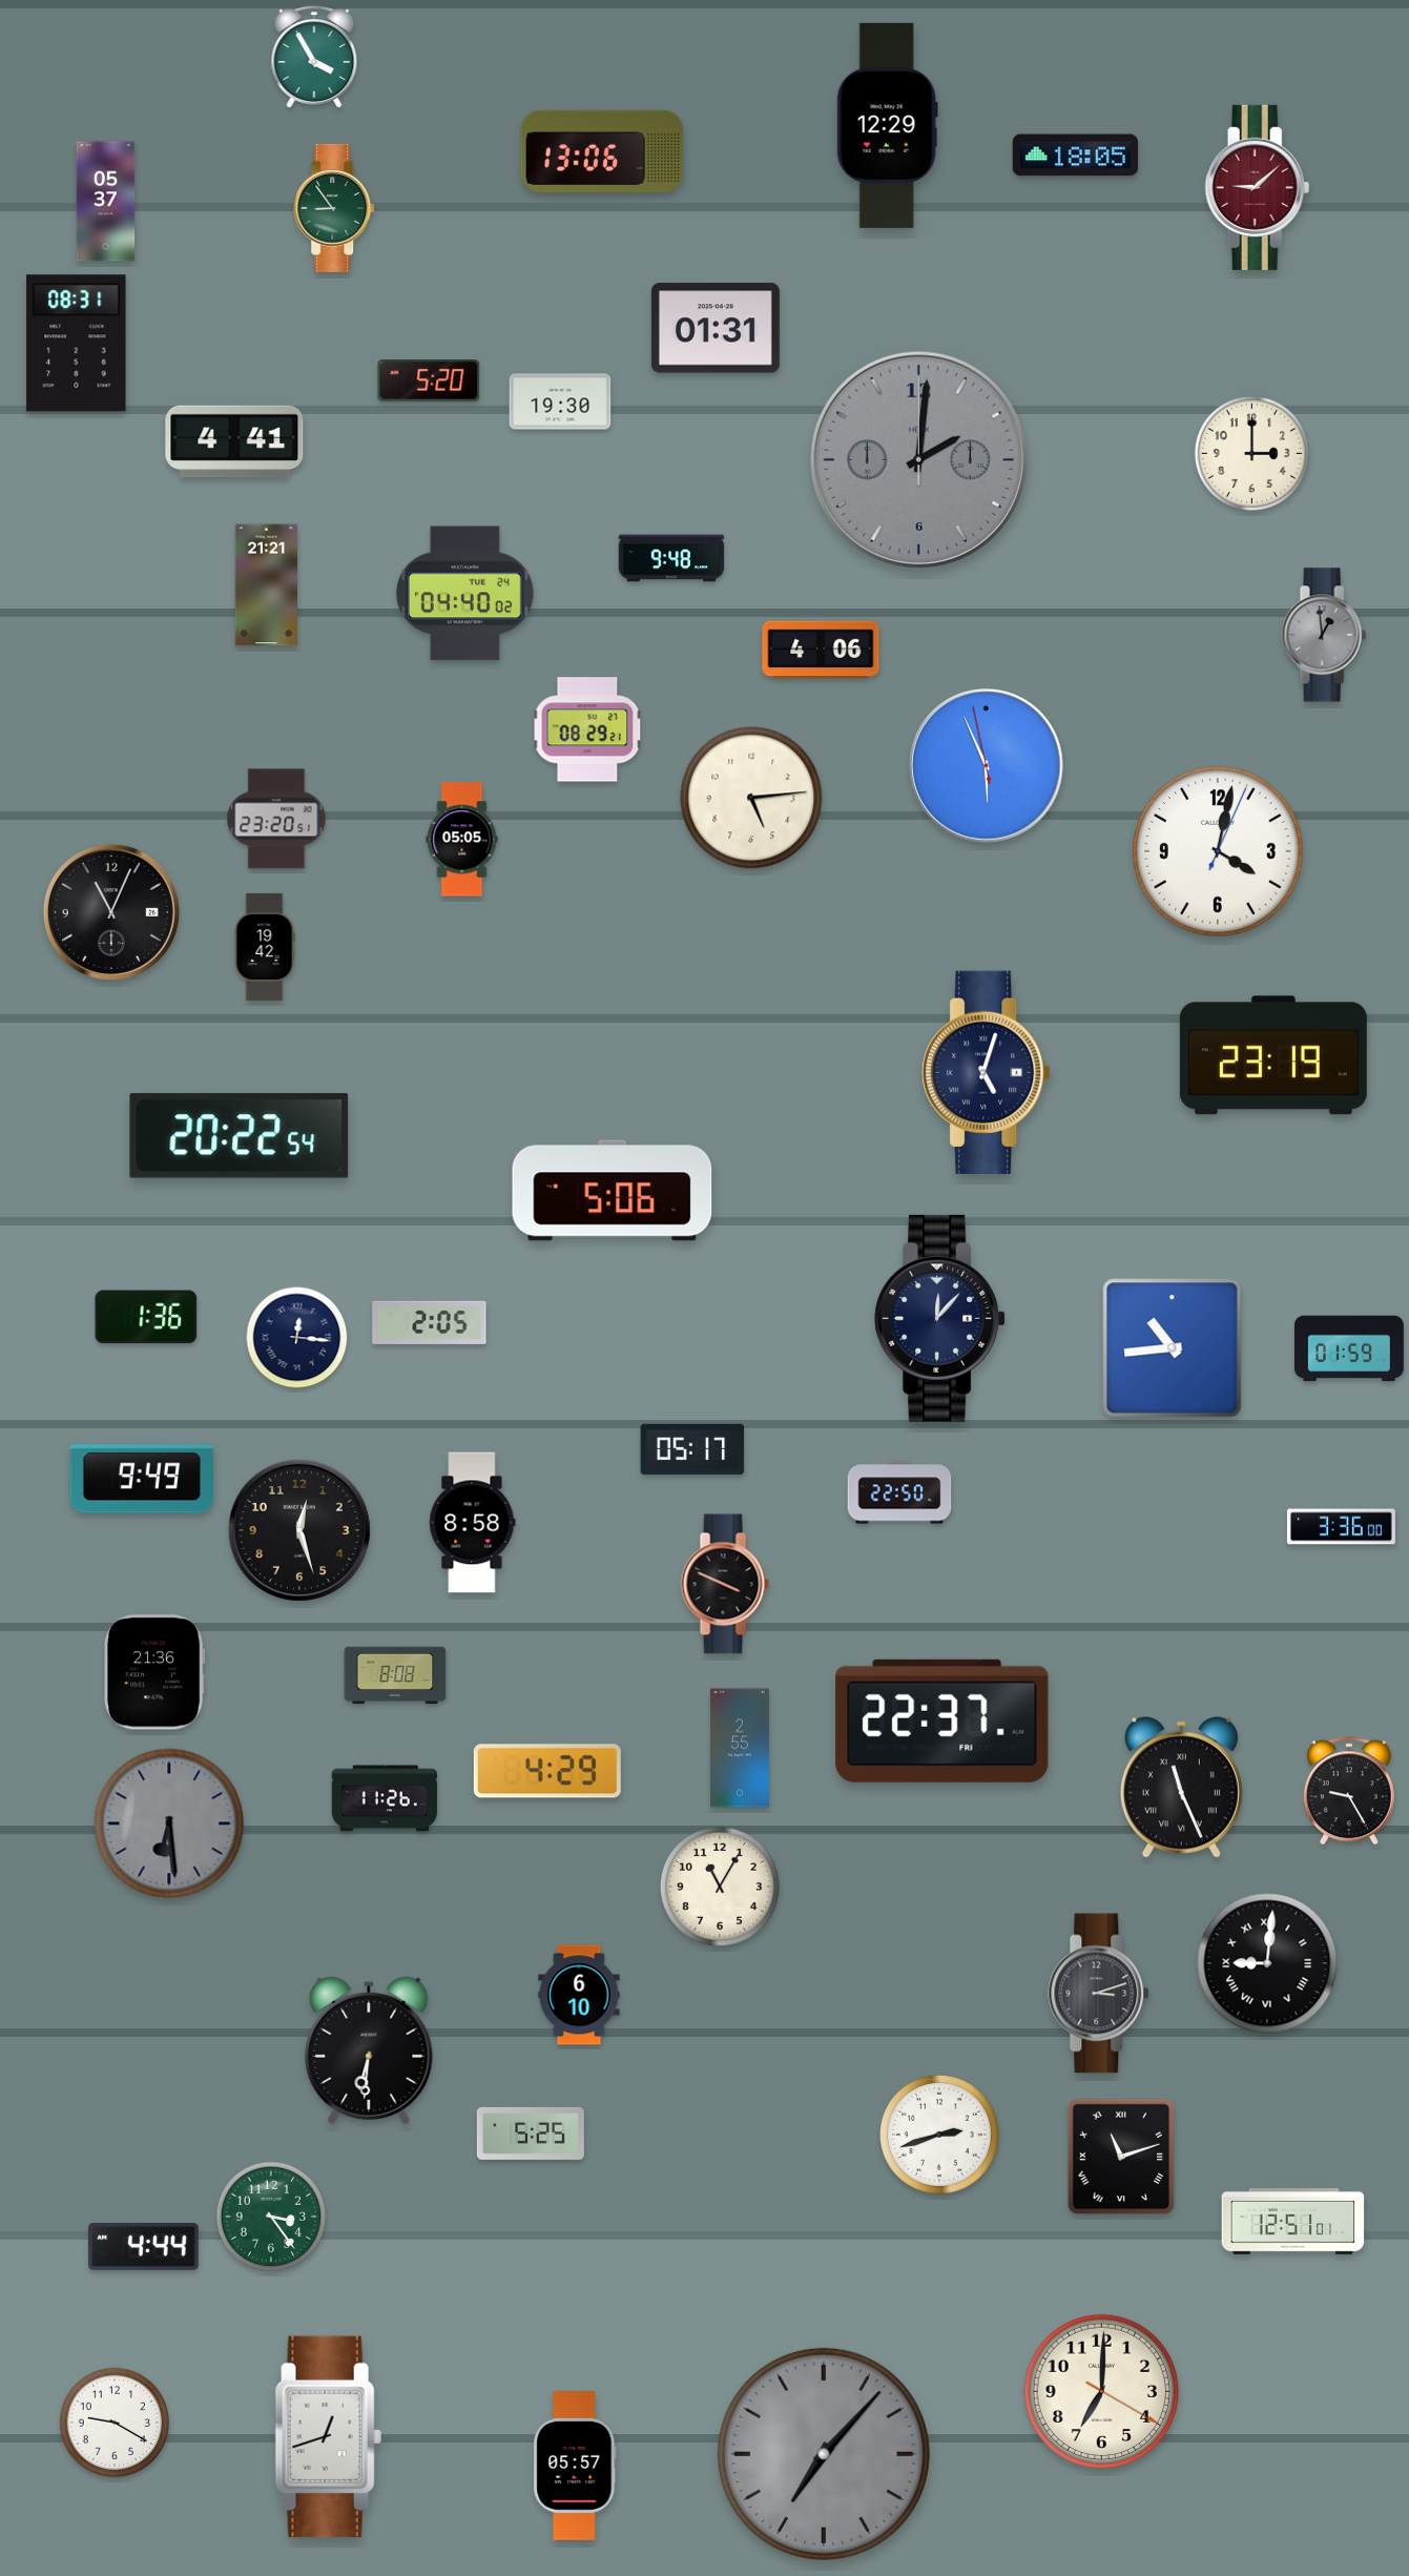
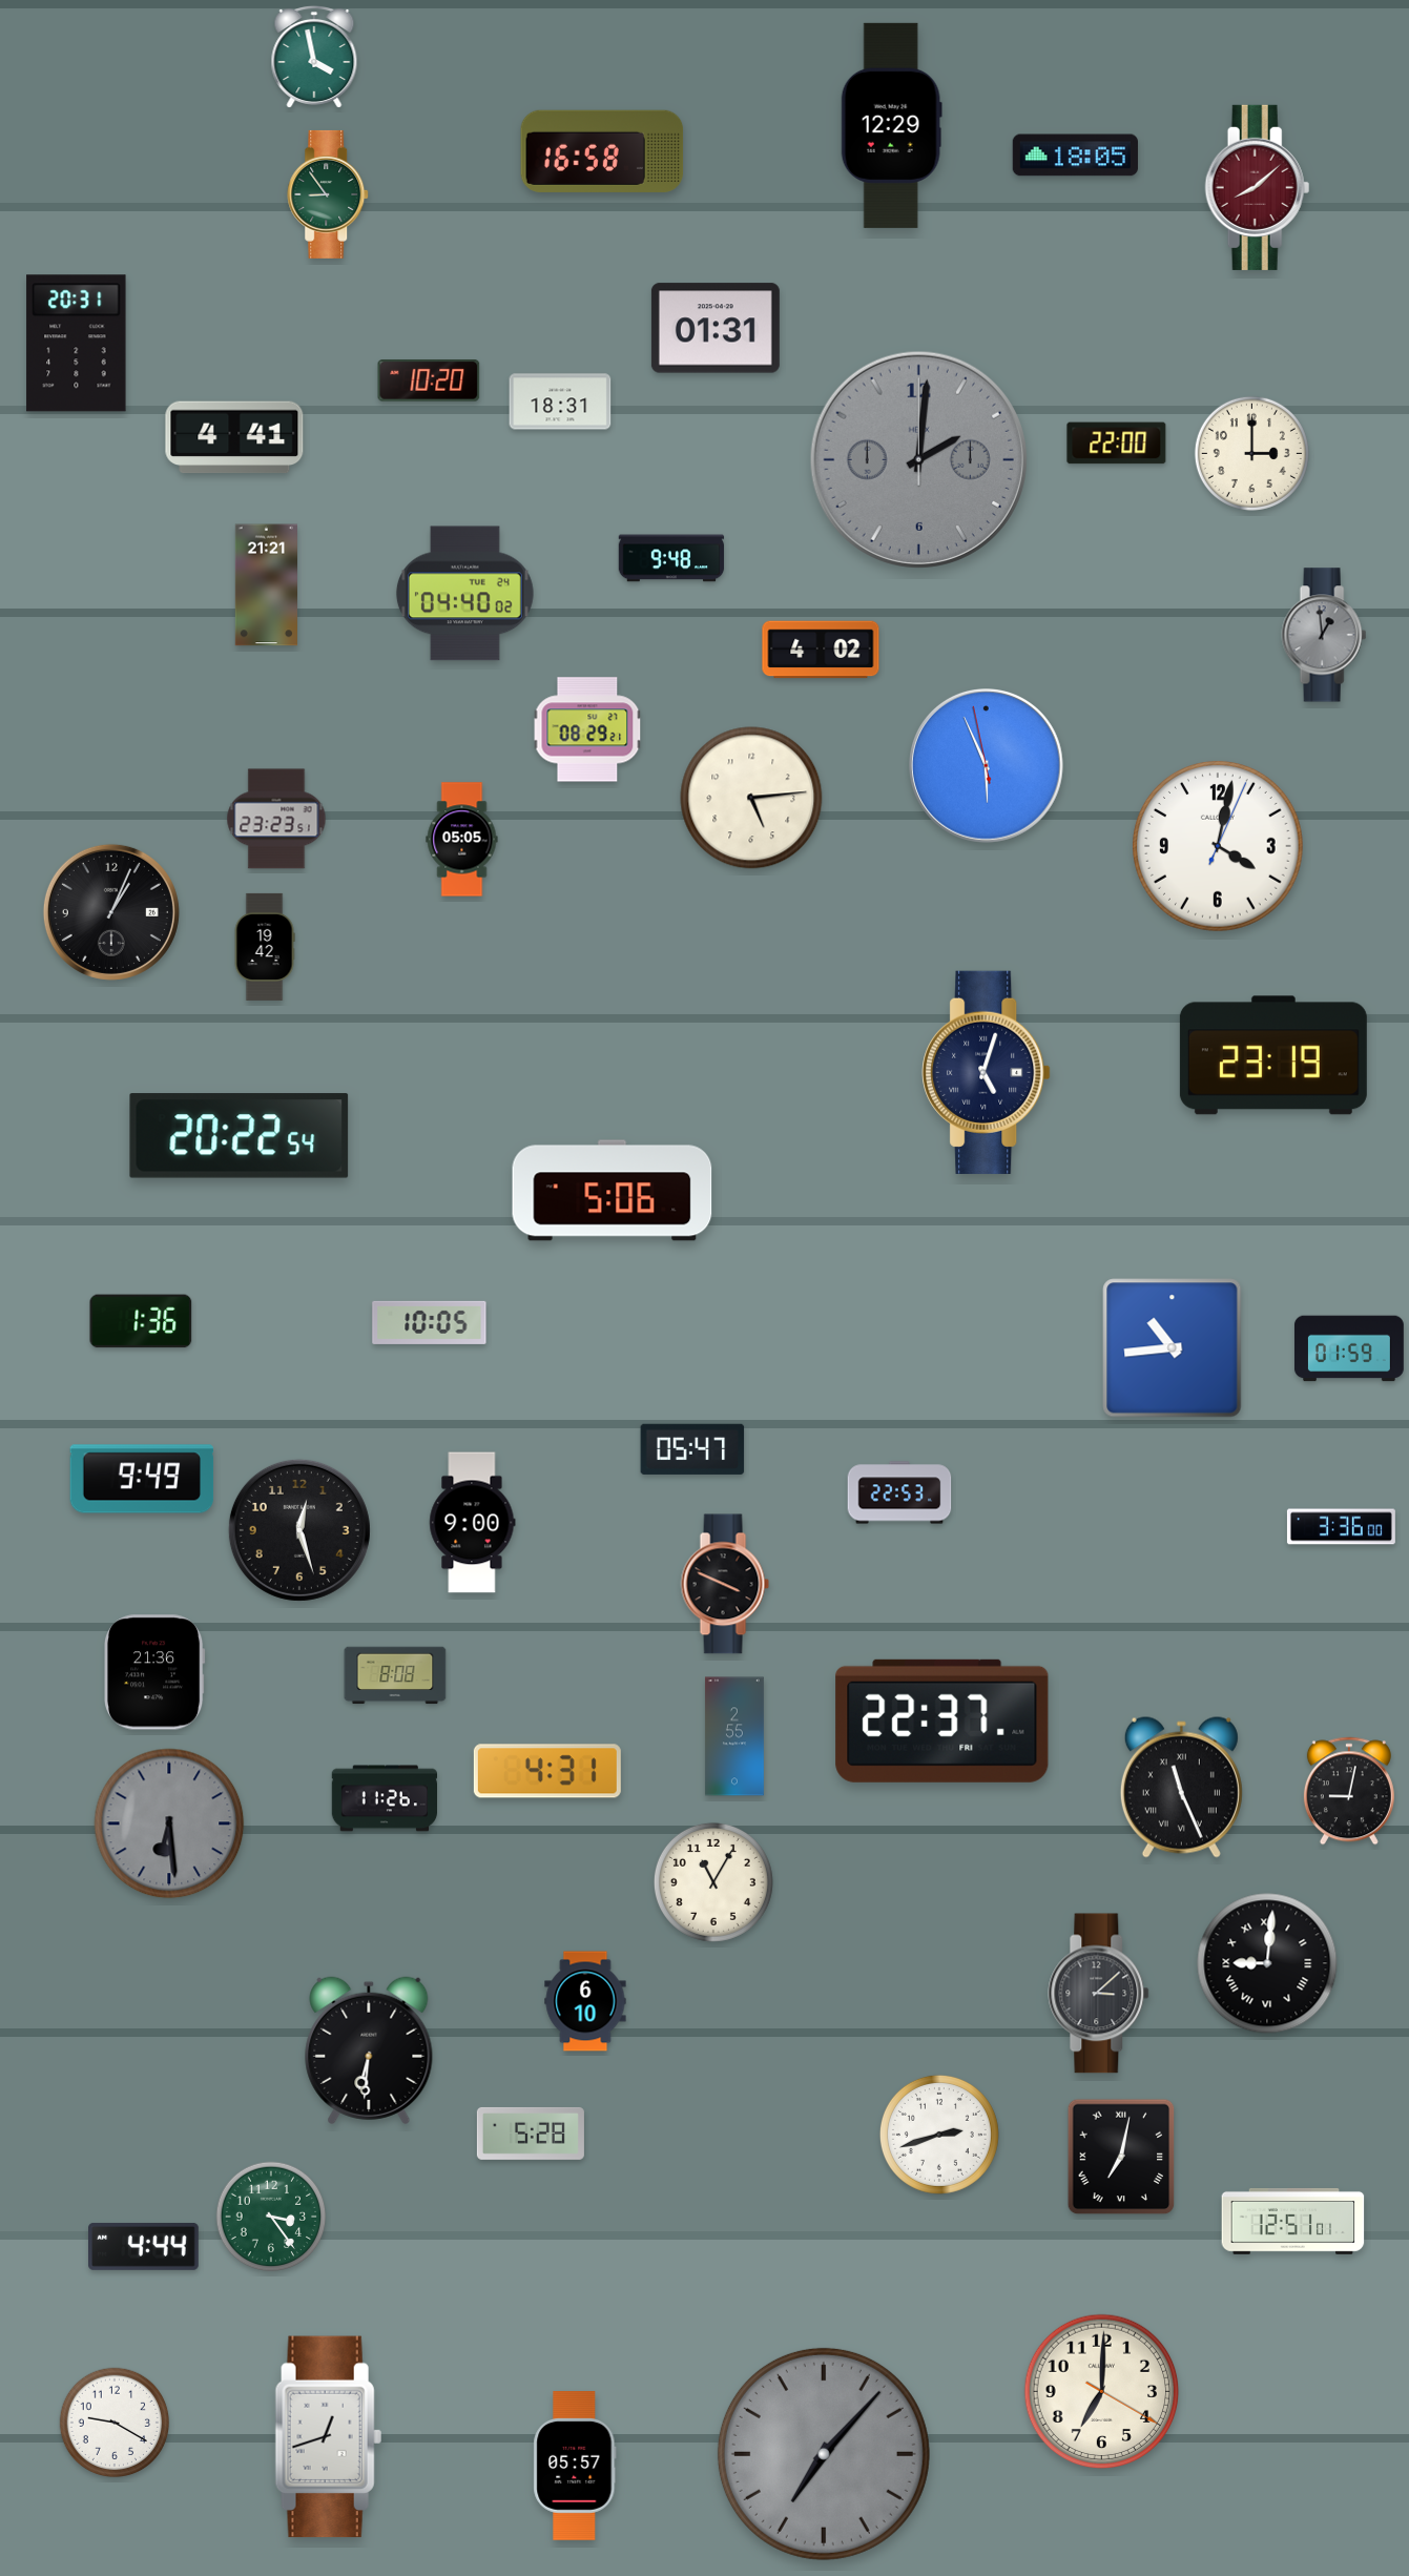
clock at (314, 56): 3:55 -> 3:58
clock at (887, 125) position: (887, 125) -> (891, 125)
clock at (602, 151): 13:06 -> 16:58
clock at (1258, 187): 9:08 -> 8:08
clock at (106, 202): 05:37 -> none
clock at (335, 208) position: (335, 208) -> (329, 194)
clock at (77, 344): 08:31 -> 20:31
clock at (429, 382): 5:20 -> 10:20
clock at (560, 401): 19:30 -> 18:31
clock at (234, 441) position: (234, 441) -> (234, 437)
clock at (1117, 444): none -> 22:00
clock at (821, 650): 4:06 -> 4:02
clock at (276, 819): 23:20 -> 23:23
clock at (1218, 851) position: (1218, 851) -> (1218, 846)
clock at (111, 912): 11:04 -> 1:04
clock at (146, 1317) position: (146, 1317) -> (141, 1321)
clock at (940, 1318): 12:07 -> none
clock at (430, 1322): 2:05 -> 10:05
clock at (297, 1338): 12:16 -> none
clock at (692, 1449): 05:17 -> 05:47
clock at (899, 1492): 22:50 -> 22:53
clock at (473, 1523): 8:58 -> 9:00
clock at (740, 1748) position: (740, 1748) -> (734, 1736)
clock at (547, 1771): 4:29 -> 4:31
clock at (1349, 1791): 9:25 -> 9:02
clock at (720, 1887) position: (720, 1887) -> (713, 1882)
clock at (1099, 1994): 3:12 -> 3:08
clock at (579, 1995) position: (579, 1995) -> (585, 2001)
clock at (531, 2134): 5:25 -> 5:28
clock at (1121, 2157): 11:12 -> 7:02
